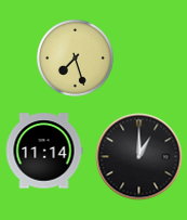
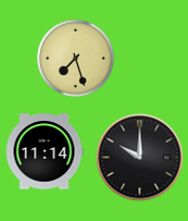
clock at (139, 157): 1:00 -> 10:00
